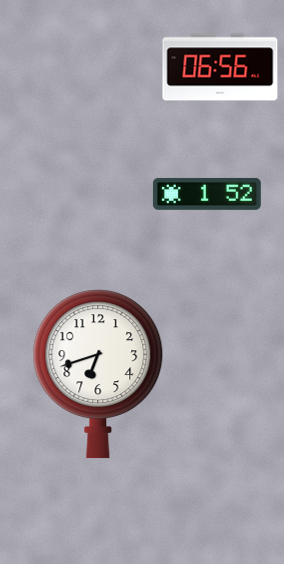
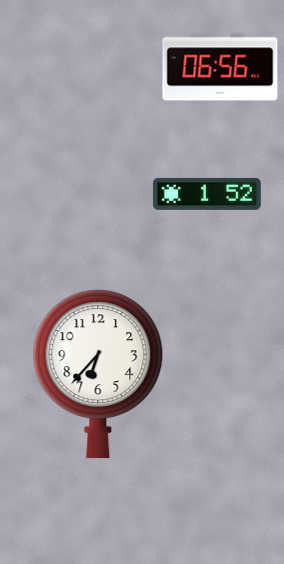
clock at (98, 374): 6:42 -> 6:37
